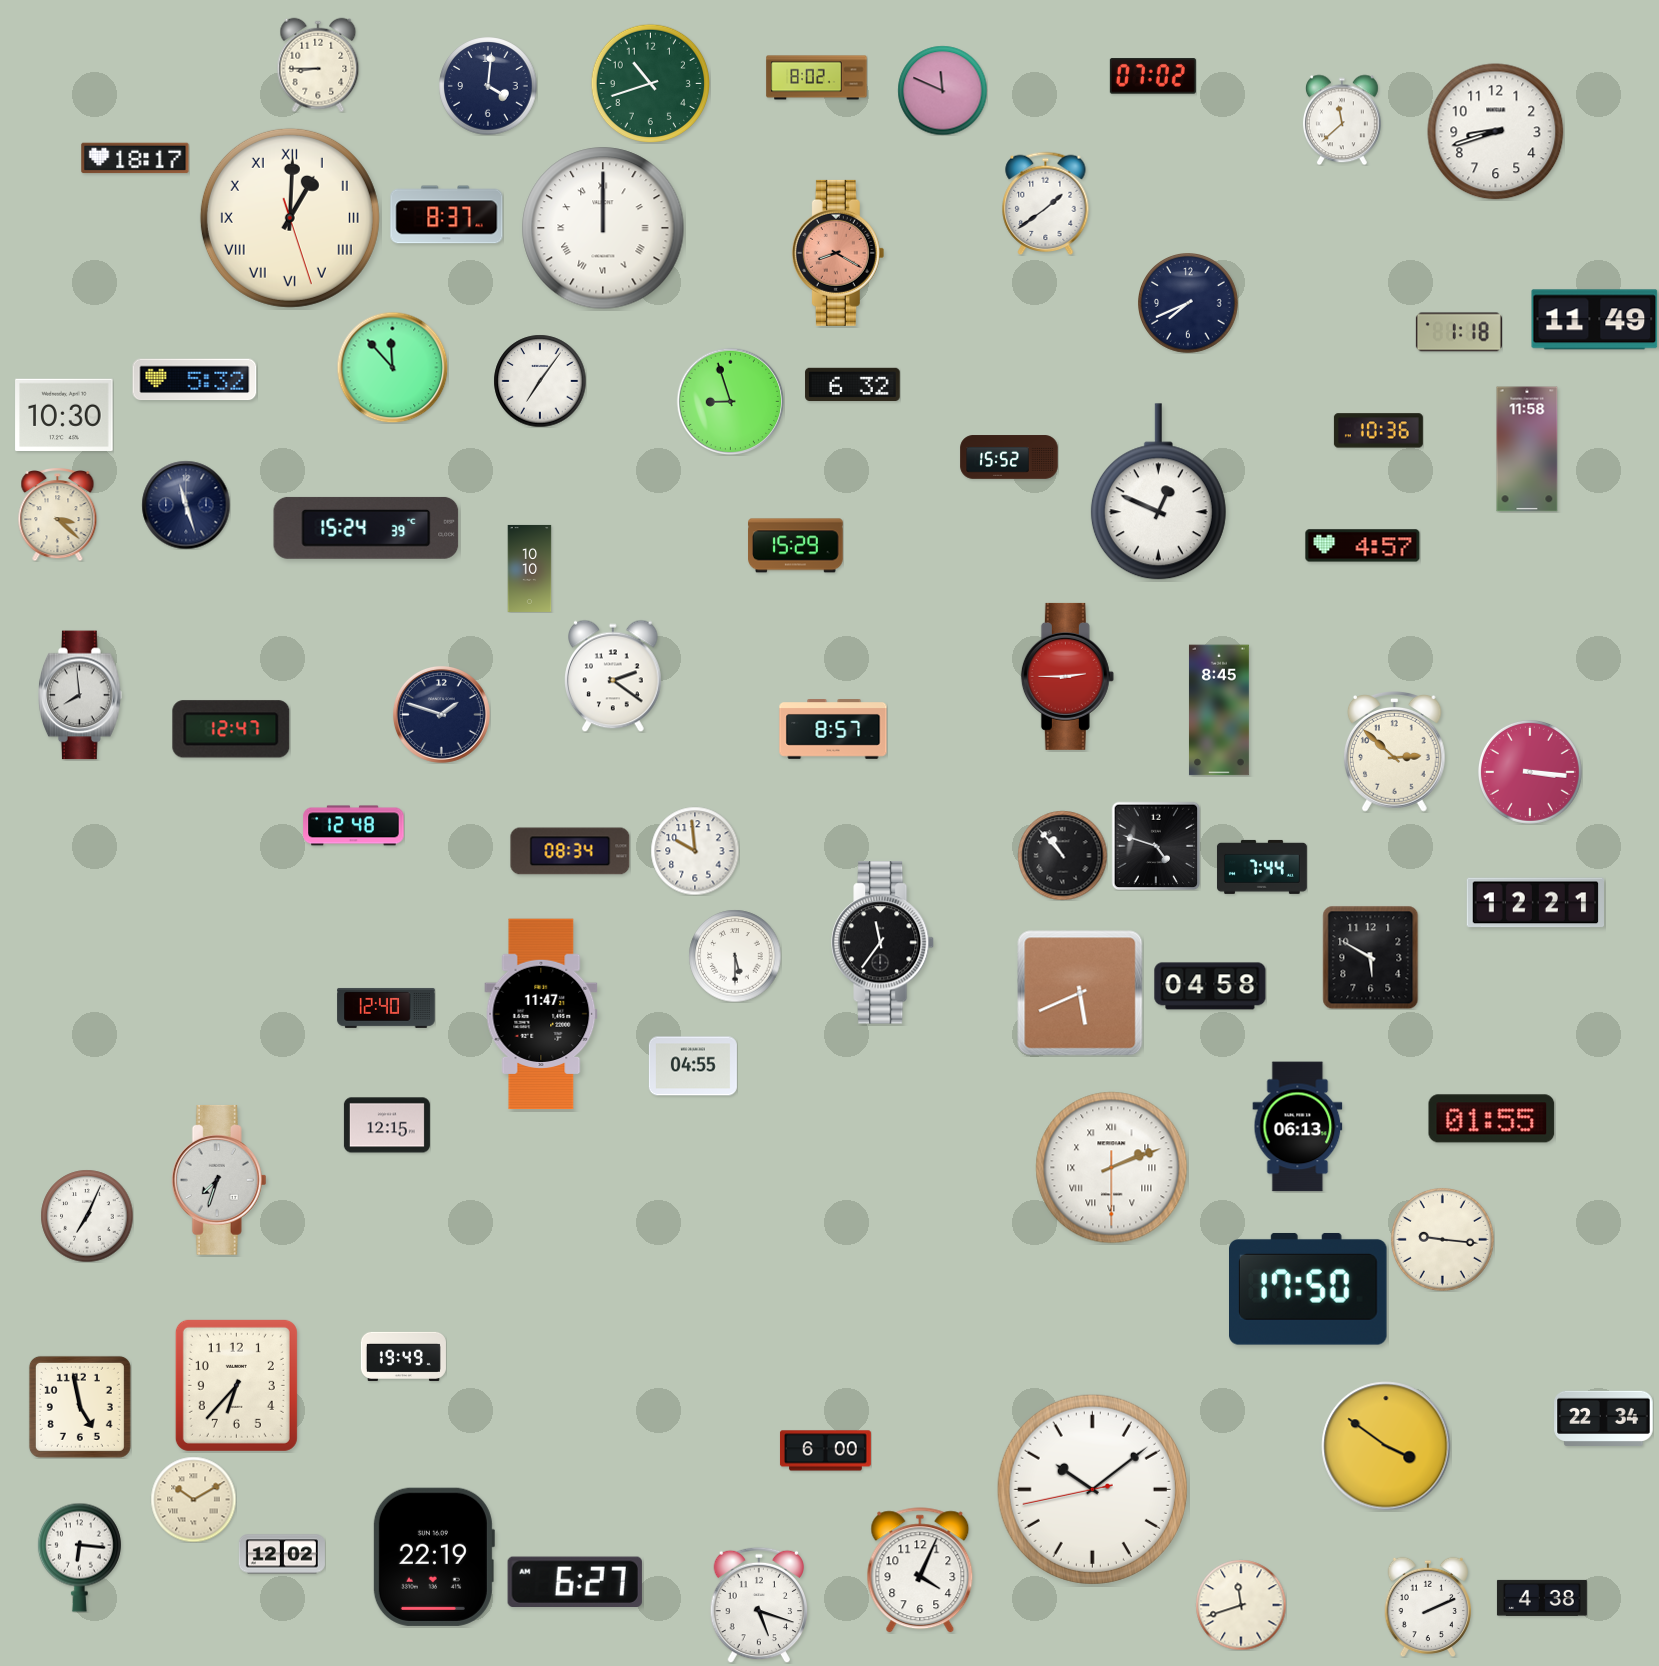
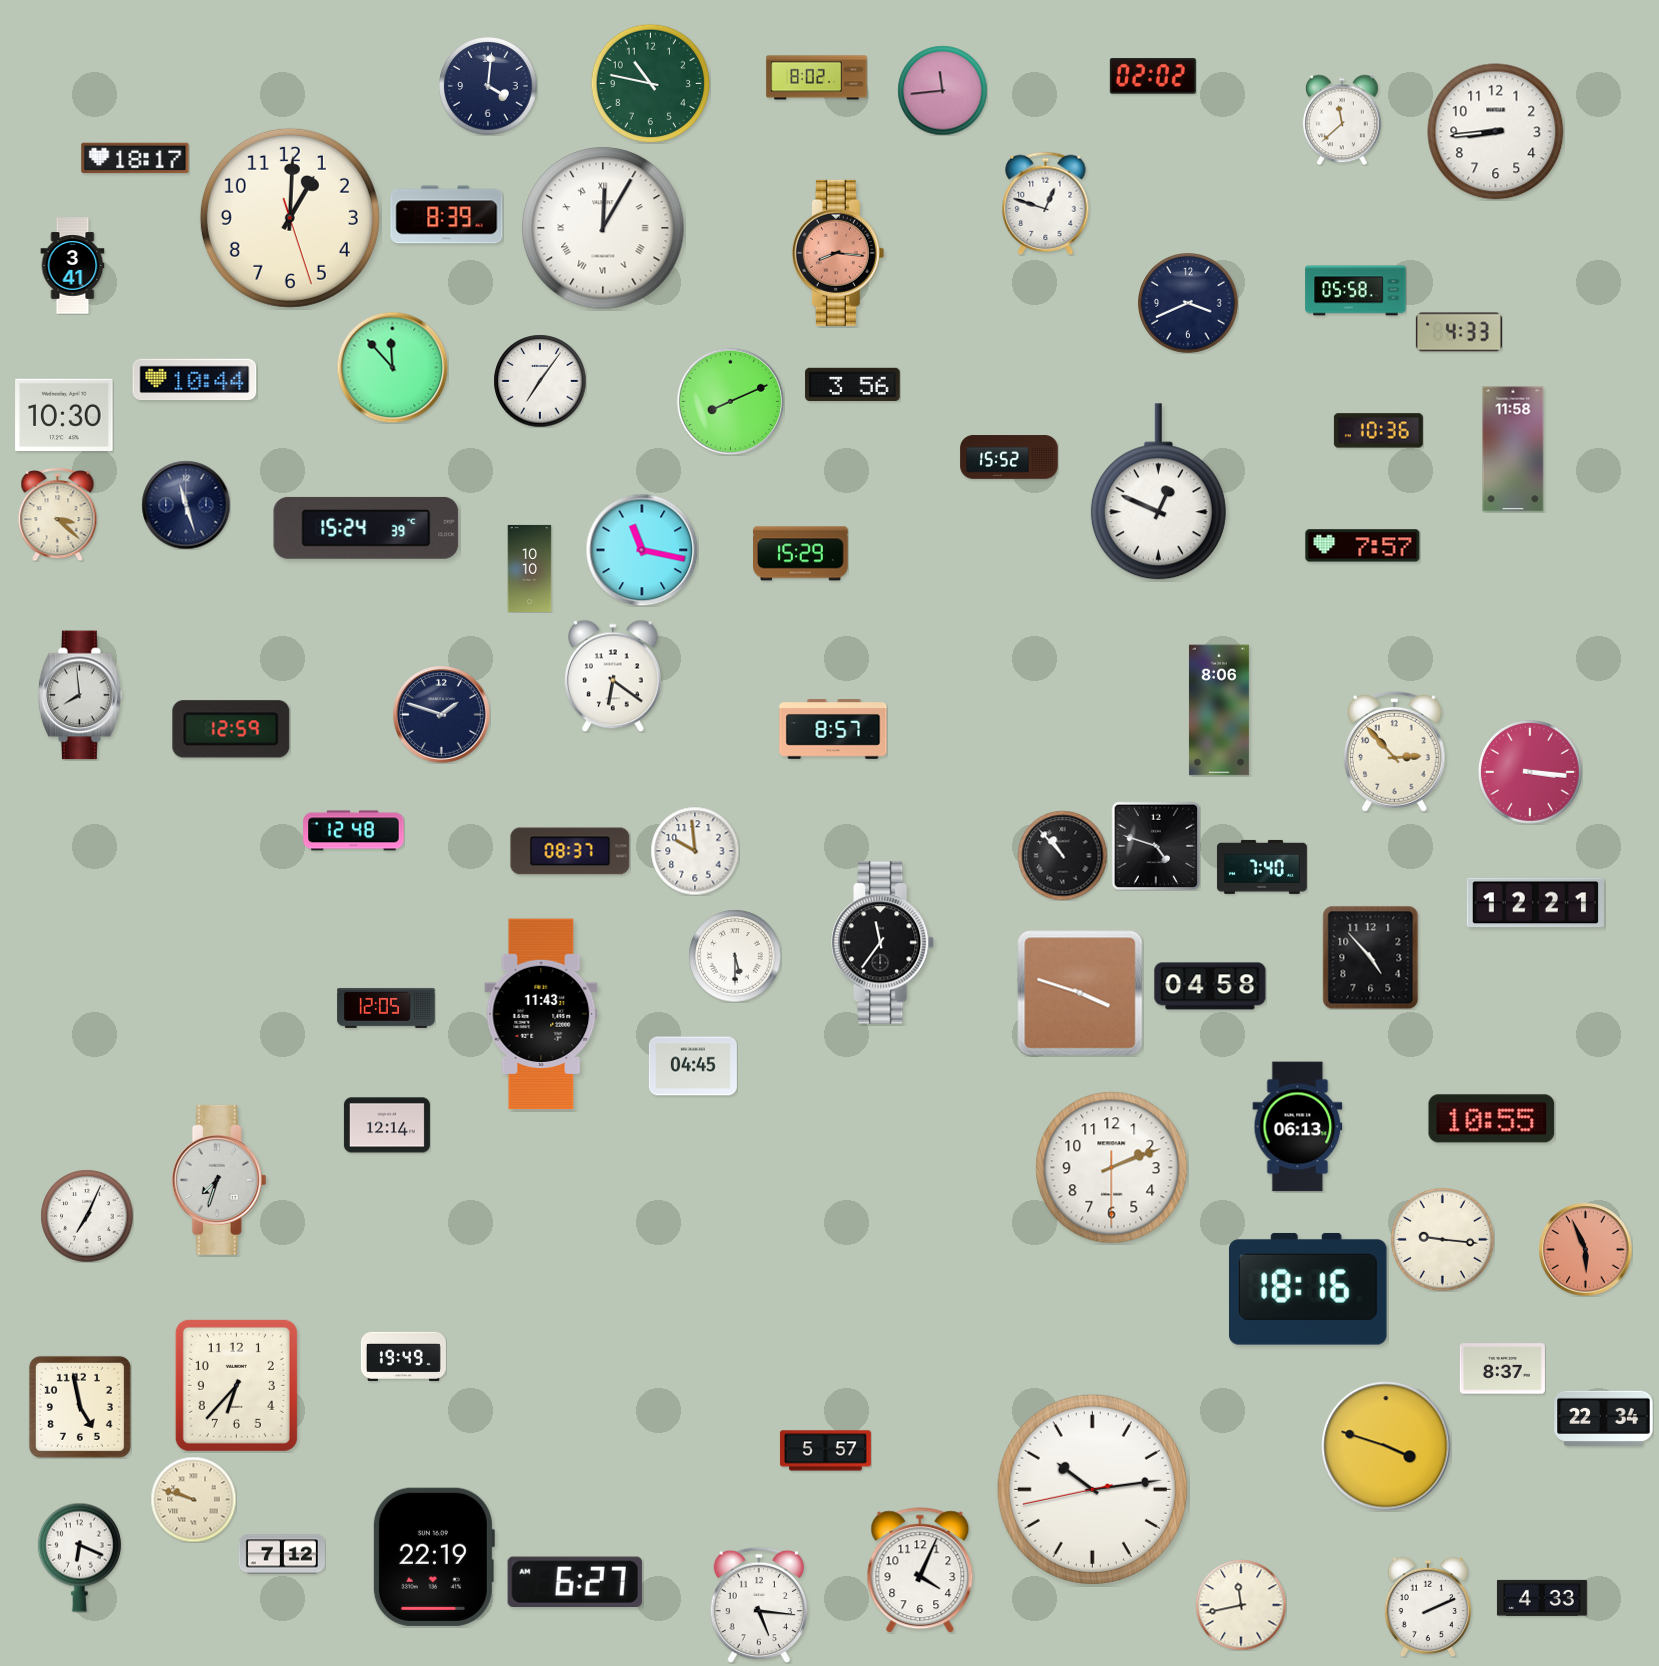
clock at (318, 65): 8:45 -> none
clock at (1153, 76): 07:02 -> 02:02
clock at (650, 83): 10:42 -> 10:47
clock at (942, 90): 11:49 -> 11:44
clock at (1496, 132): 8:42 -> 8:44
clock at (1046, 203): 1:39 -> 12:48
clock at (447, 215): 8:37 -> 8:39
clock at (290, 218) numerals: Roman -> Arabic
clock at (603, 228): 12:00 -> 12:05
clock at (838, 253): 8:20 -> 8:16
clock at (73, 266): none -> 3:41
clock at (1356, 291): none -> 05:58
clock at (1189, 304): 7:41 -> 3:41
clock at (1595, 320): 11:49 -> none
clock at (1459, 332): 1:18 -> 4:33
clock at (195, 380): 5:32 -> 10:44
clock at (853, 384): 6:32 -> 3:56
clock at (730, 401): 8:57 -> 8:11
clock at (1527, 449) position: (1527, 449) -> (1513, 449)
clock at (796, 546) position: (796, 546) -> (801, 554)
clock at (1363, 546): 4:57 -> 7:57
clock at (642, 550): none -> 11:17
clock at (614, 676): 2:21 -> 6:21
clock at (1067, 676): 2:45 -> none
clock at (1219, 710): 8:45 -> 8:06
clock at (231, 729): 12:47 -> 12:59
clock at (1394, 752): 2:52 -> 2:53
clock at (354, 826) position: (354, 826) -> (354, 831)
clock at (570, 851): 08:34 -> 08:37
clock at (1262, 867): 7:44 -> 7:40
clock at (1371, 957): 5:50 -> 4:53
clock at (1080, 993): 5:41 -> 3:48
clock at (386, 1008): 12:40 -> 12:05
clock at (541, 1014): 11:47 -> 11:43
clock at (693, 1066): 04:55 -> 04:45
clock at (1492, 1119): 01:55 -> 10:55
clock at (387, 1125): 12:15 -> 12:14
clock at (1112, 1168) numerals: Roman -> Arabic
clock at (1585, 1249): none -> 5:56
clock at (1309, 1289): 17:50 -> 18:16
clock at (1502, 1369): none -> 8:37
clock at (1386, 1446): 3:51 -> 3:48
clock at (825, 1451): 6:00 -> 5:57
clock at (1092, 1489): 10:08 -> 10:13
clock at (193, 1499): 10:10 -> 9:48
clock at (282, 1554): 12:02 -> 7:12
clock at (79, 1557): 6:16 -> 6:19
clock at (1542, 1598): 4:38 -> 4:33
clock at (759, 1605): 5:18 -> 5:16
clock at (1241, 1605): 11:42 -> 11:43
